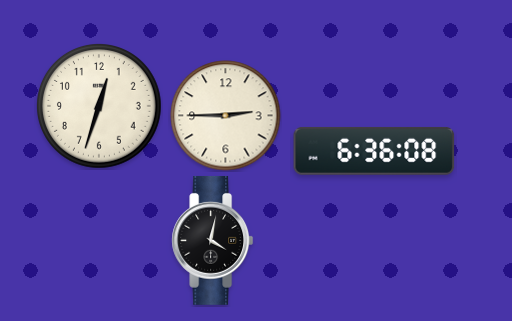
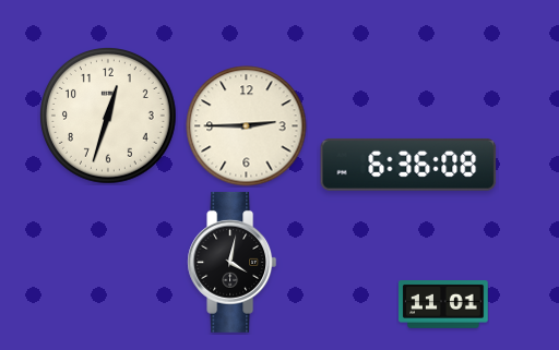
clock at (443, 305): none -> 11:01
